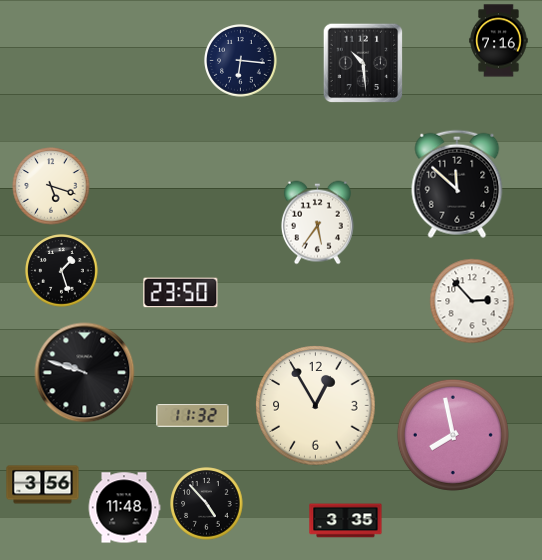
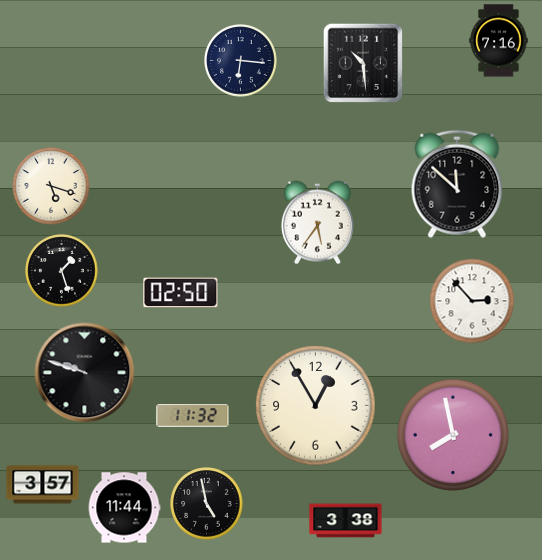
clock at (181, 293): 23:50 -> 02:50
clock at (43, 485): 3:56 -> 3:57
clock at (207, 504): 4:53 -> 4:58
clock at (124, 508): 11:48 -> 11:44
clock at (346, 521): 3:35 -> 3:38
